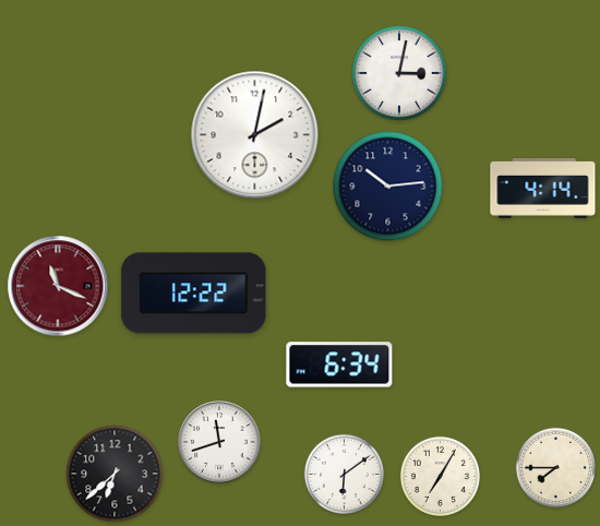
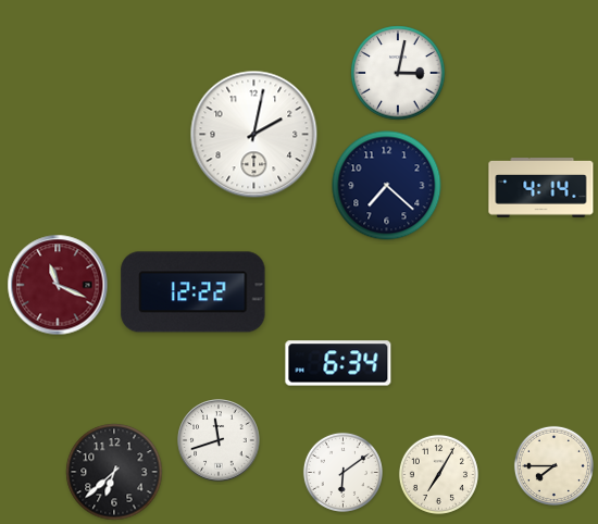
clock at (388, 187): 10:14 -> 7:22
